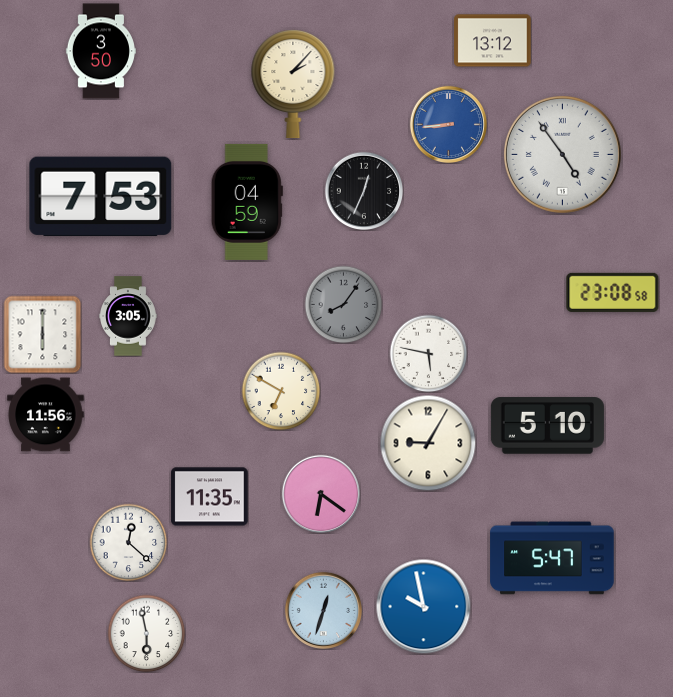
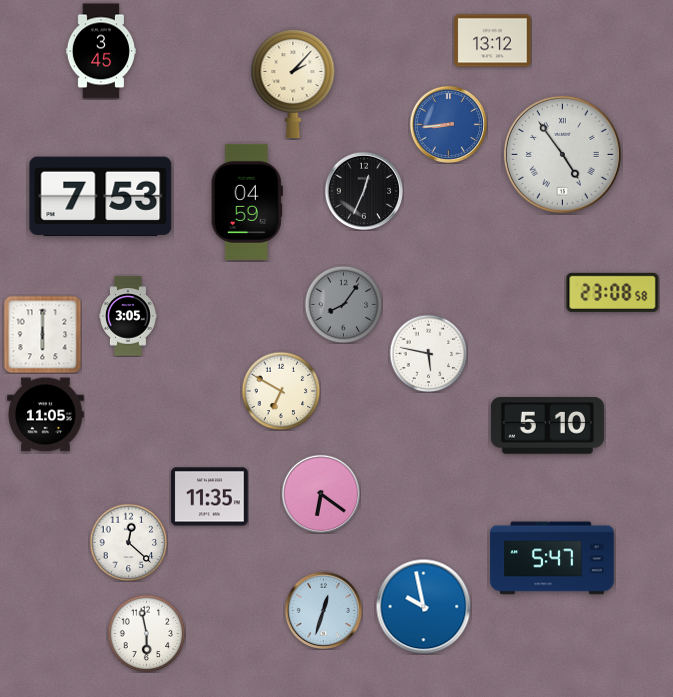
clock at (101, 51): 3:50 -> 3:45
clock at (46, 415): 11:56 -> 11:05
clock at (428, 443): 9:05 -> none
